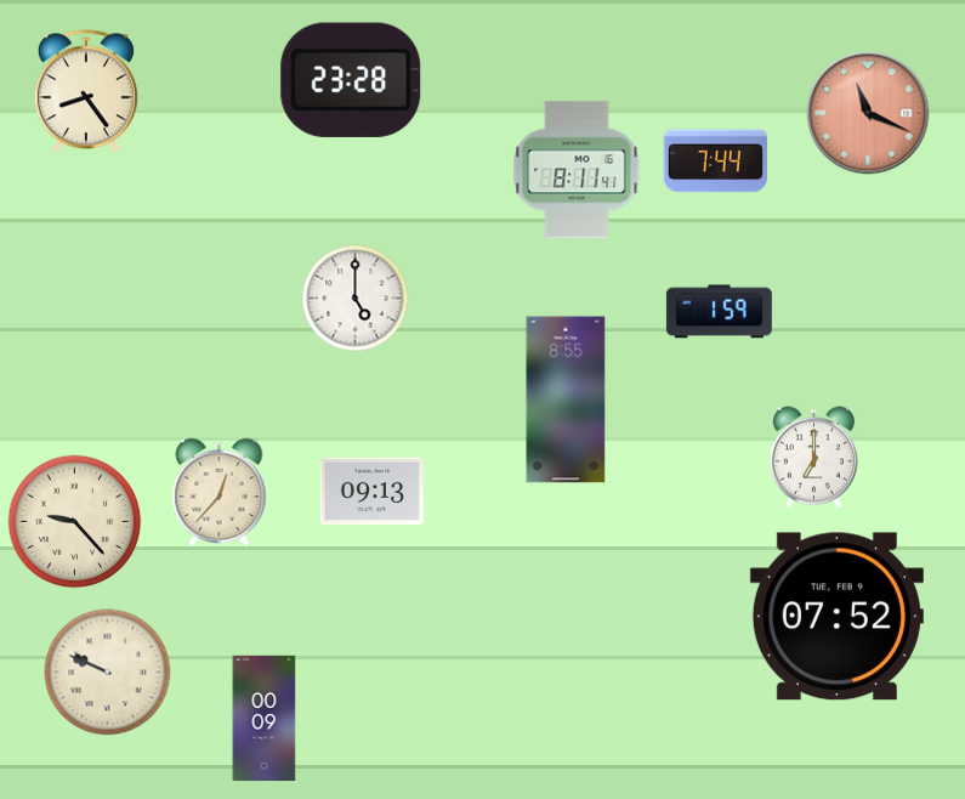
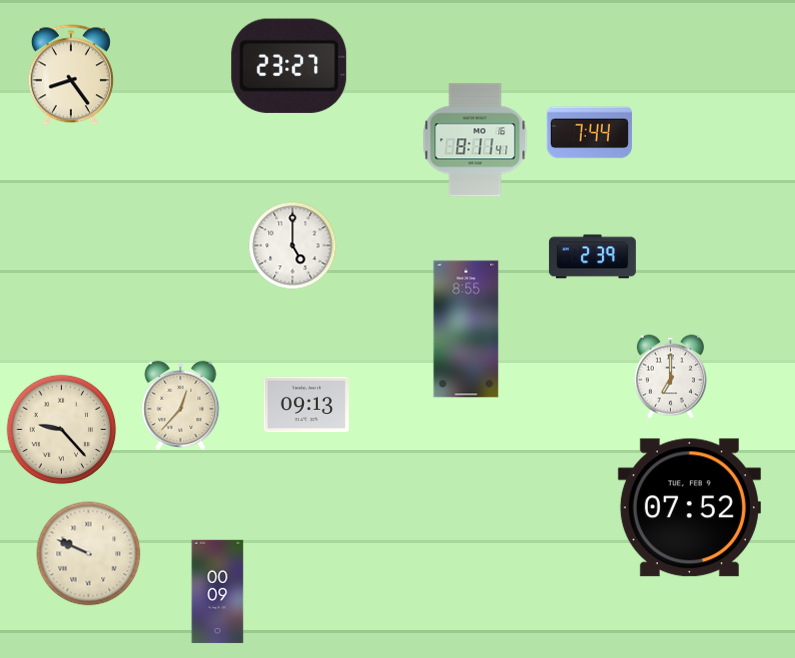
clock at (351, 80): 23:28 -> 23:27
clock at (868, 113): 11:19 -> none
clock at (719, 312): 1:59 -> 2:39
